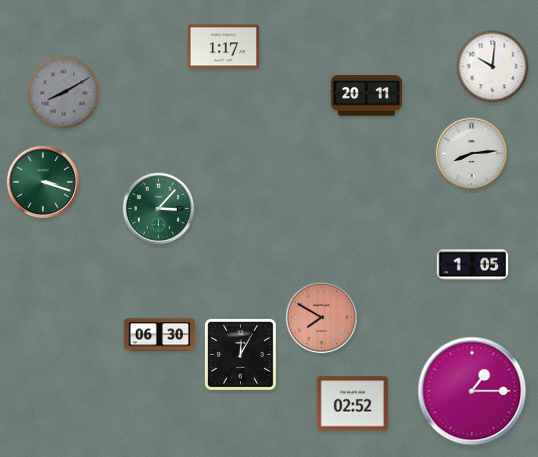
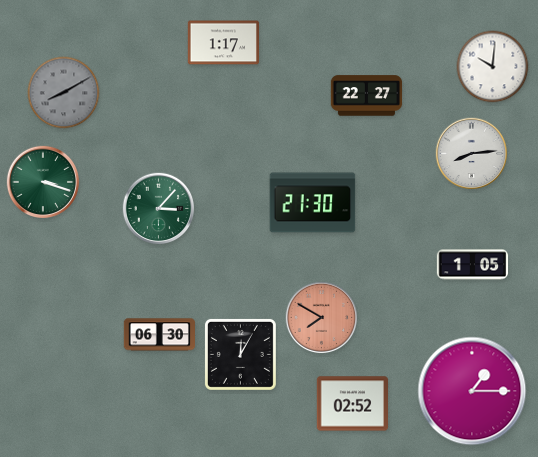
clock at (223, 47) position: (223, 47) -> (223, 43)
clock at (367, 96): 20:11 -> 22:27
clock at (313, 203): none -> 21:30
